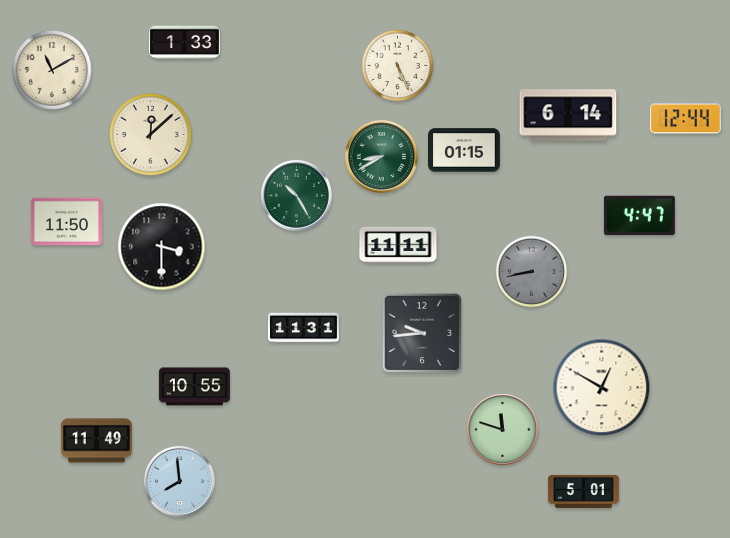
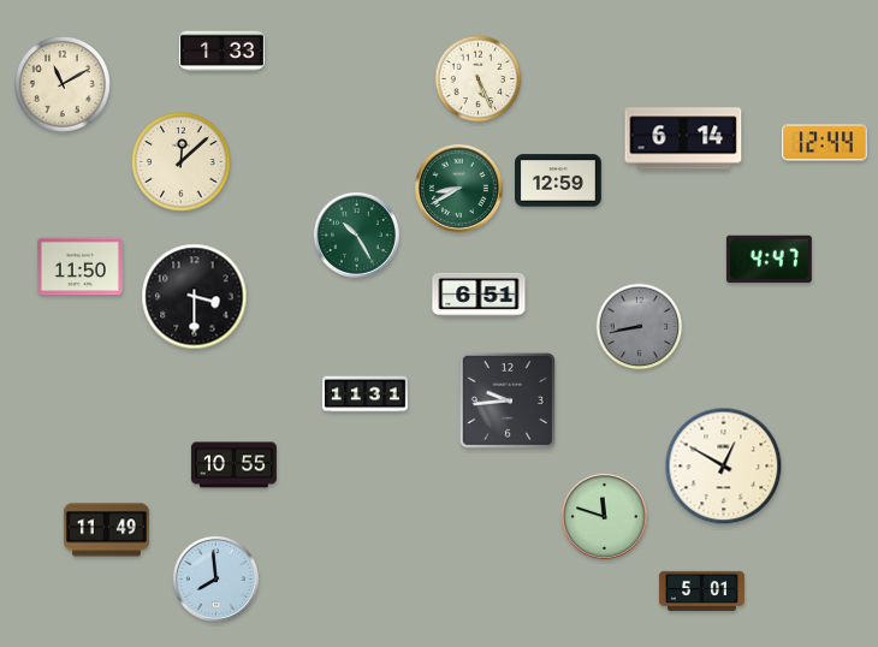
clock at (465, 150): 01:15 -> 12:59
clock at (398, 245): 11:11 -> 6:51
clock at (96, 441) position: (96, 441) -> (106, 530)
